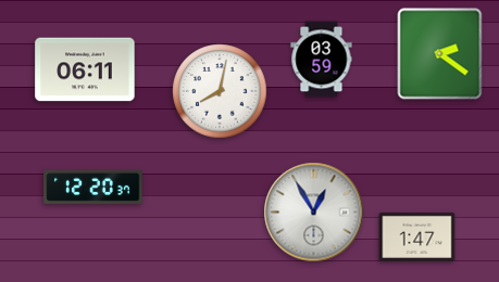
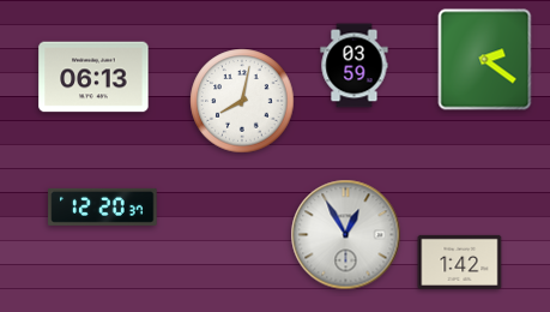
clock at (85, 69): 06:11 -> 06:13
clock at (417, 236): 1:47 -> 1:42
